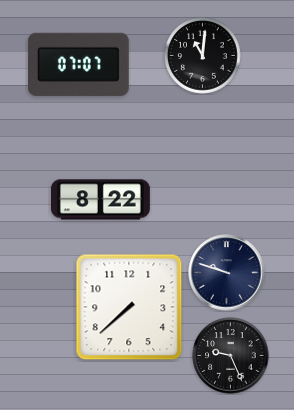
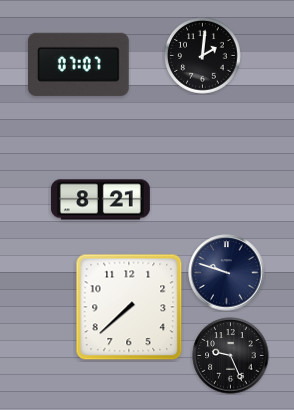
clock at (203, 56): 11:01 -> 2:01
clock at (100, 200): 8:22 -> 8:21
